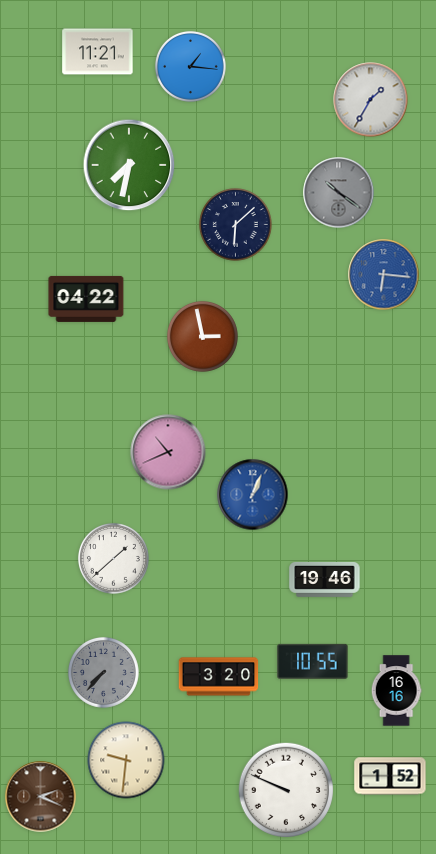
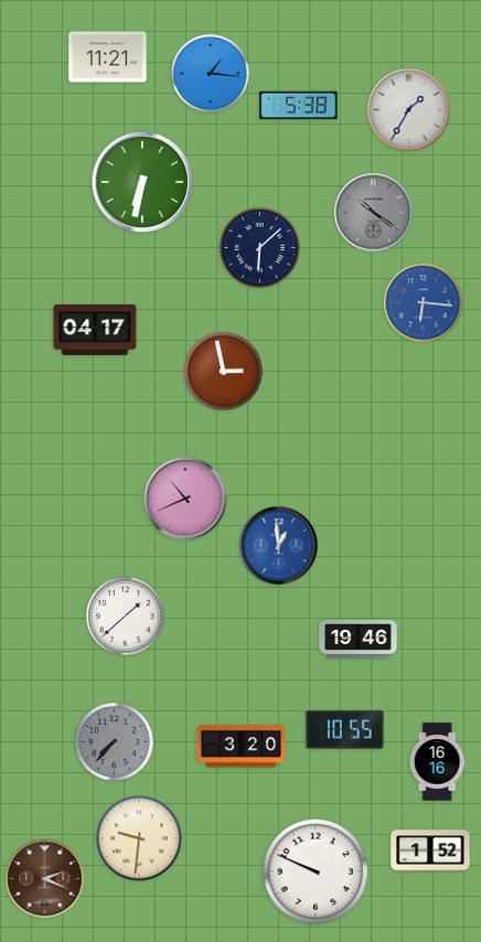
clock at (299, 106): none -> 5:38
clock at (129, 165): 7:32 -> 6:32
clock at (86, 299): 04:22 -> 04:17
clock at (253, 495): 1:04 -> 12:59
clock at (390, 776) position: (390, 776) -> (430, 850)
